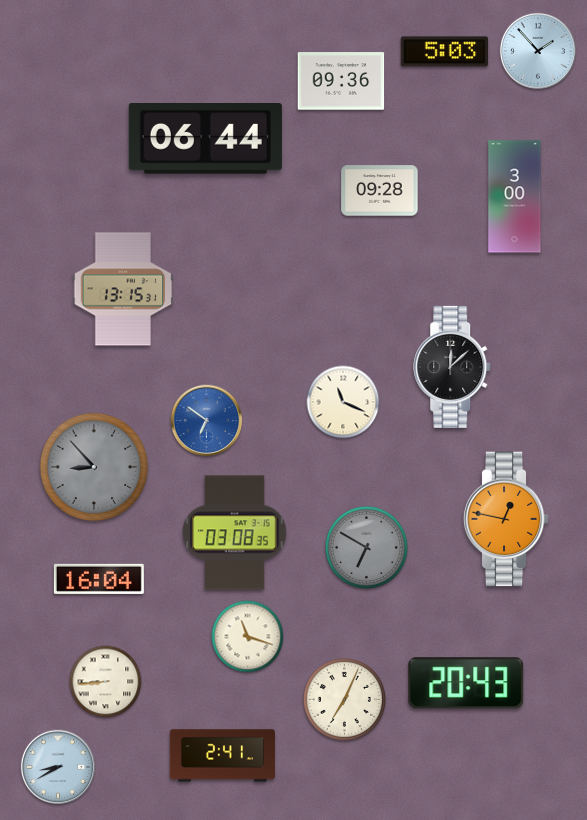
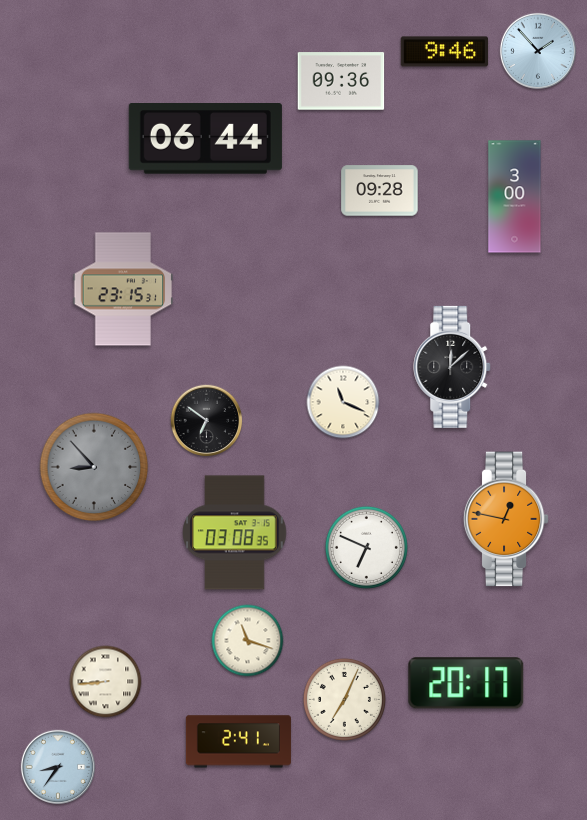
clock at (445, 52): 5:03 -> 9:46
clock at (123, 289): 13:15 -> 23:15
clock at (207, 421) dial: blue -> black
clock at (366, 547): 6:50 -> 6:49
clock at (366, 547) dial: grey -> white
clock at (99, 579): 16:04 -> none
clock at (248, 637) position: (248, 637) -> (248, 641)
clock at (466, 683): 20:43 -> 20:17
clock at (222, 756) position: (222, 756) -> (238, 742)
clock at (57, 766): 8:40 -> 8:36
